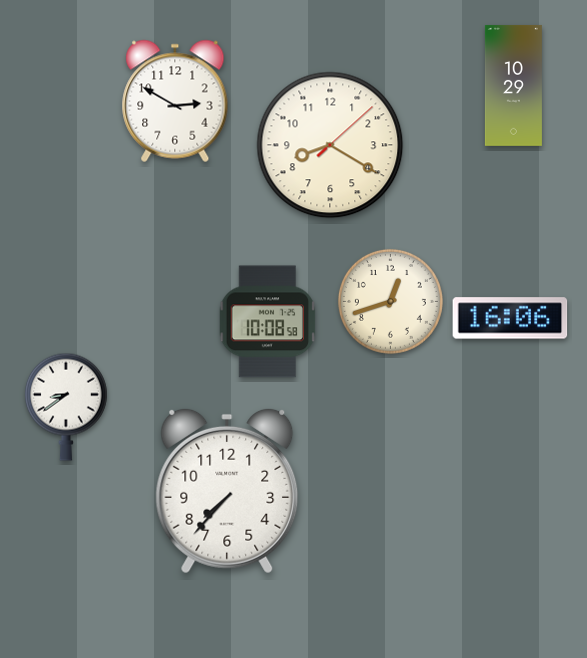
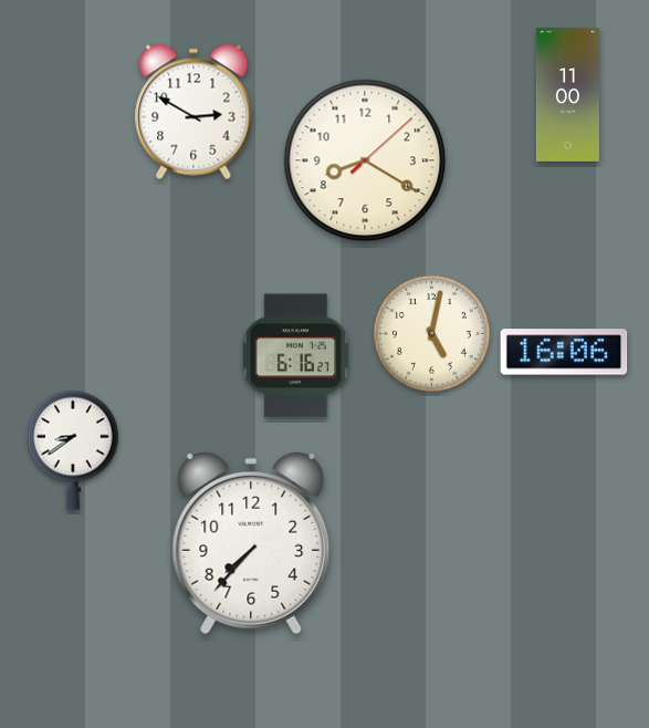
clock at (513, 85): 10:29 -> 11:00
clock at (390, 301): 12:42 -> 5:02
clock at (268, 322): 10:08 -> 6:16
